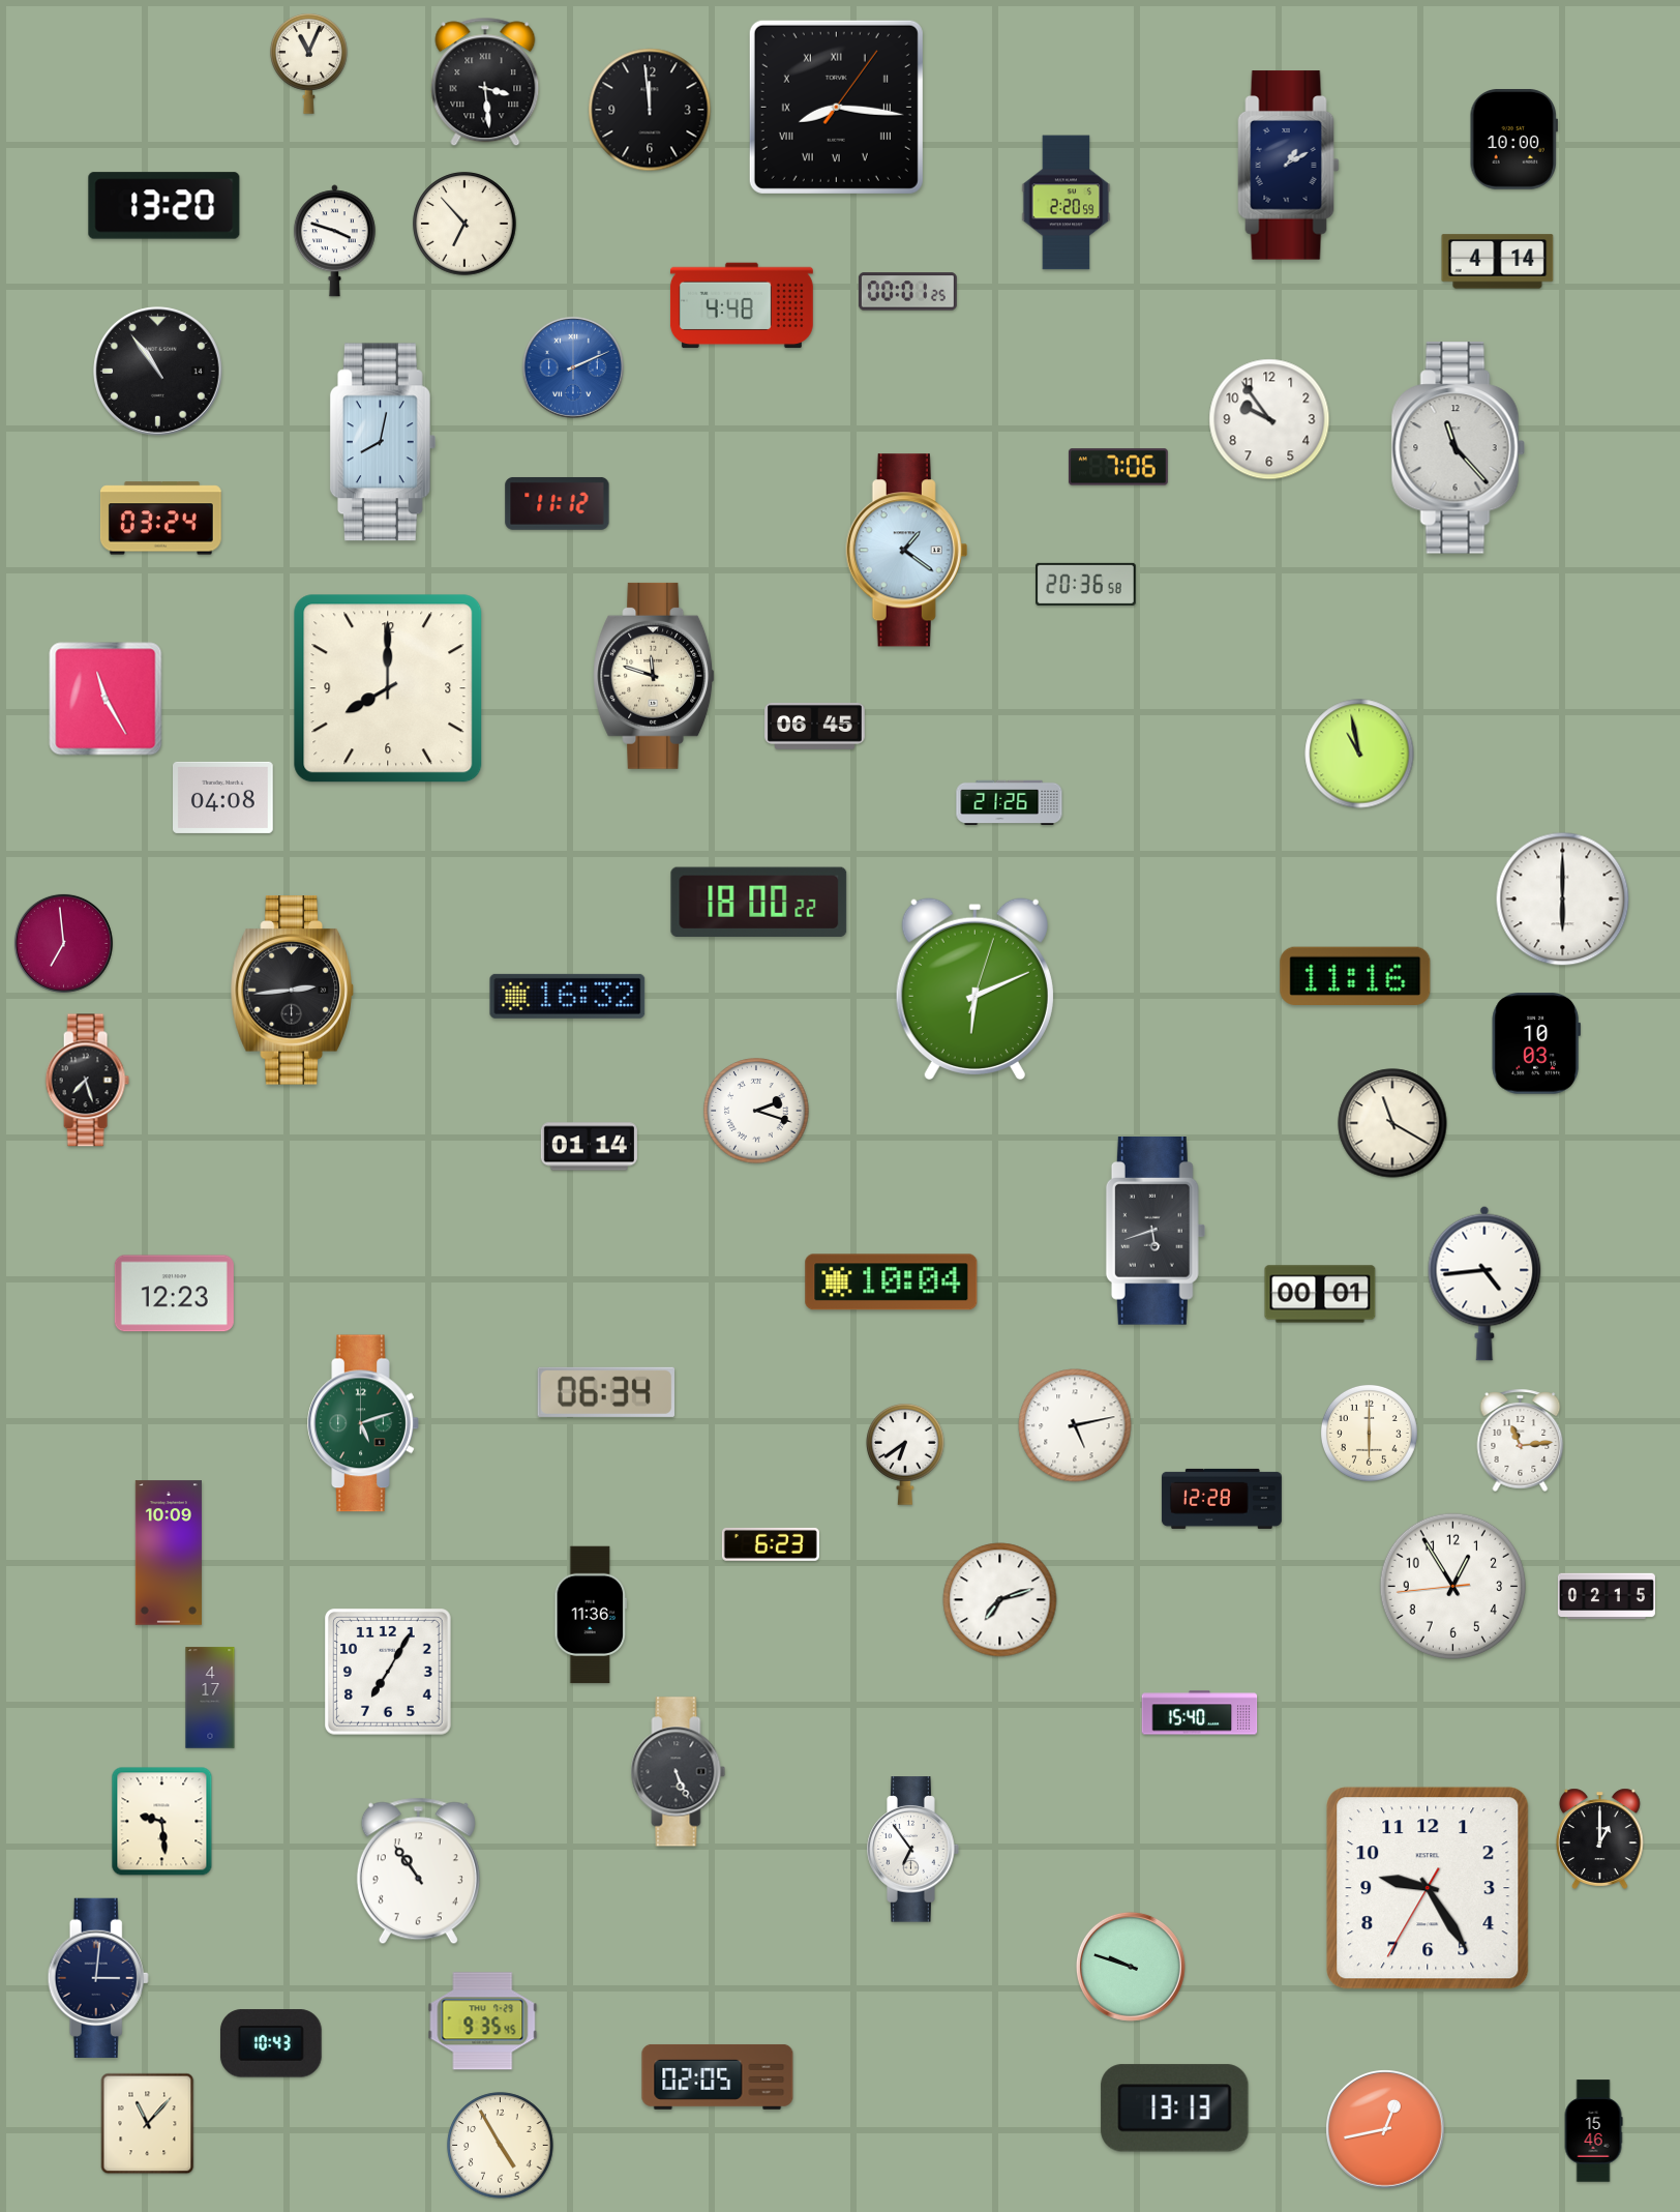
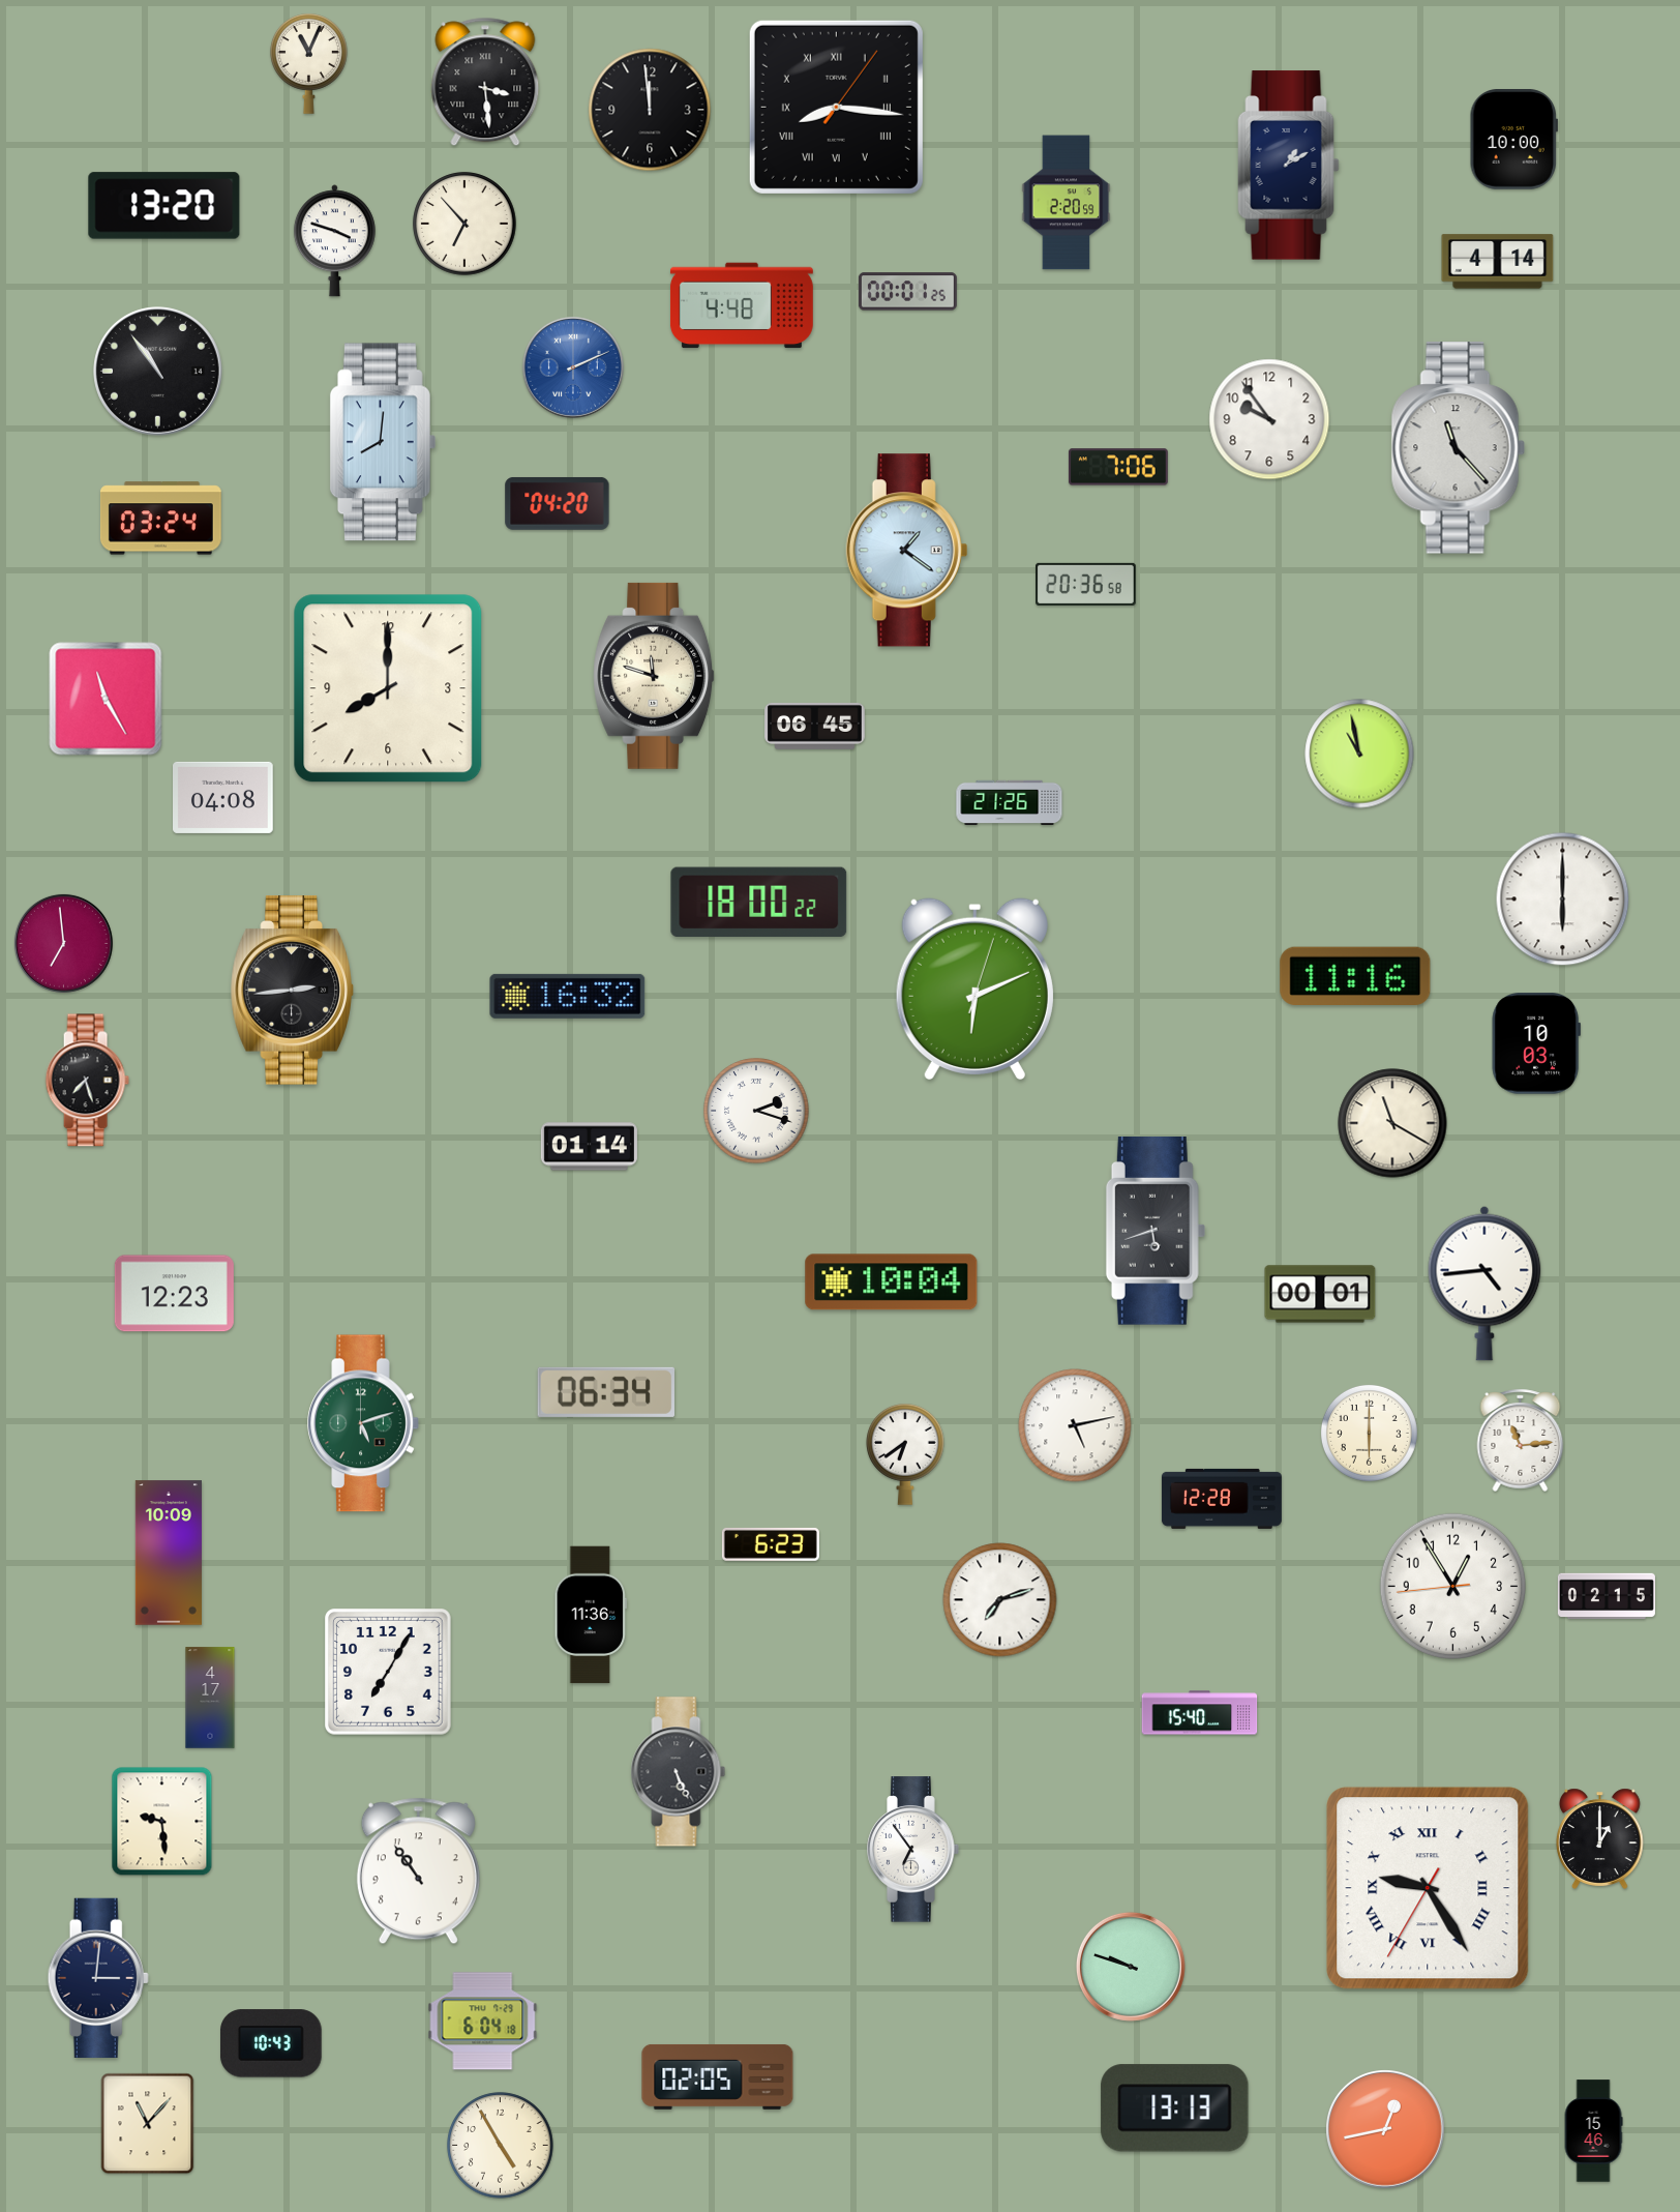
clock at (383, 442): 8:02 -> 8:01
clock at (558, 503): 11:12 -> 04:20
clock at (1428, 1888) numerals: Arabic -> Roman
clock at (483, 2022): 9:35 -> 6:04
